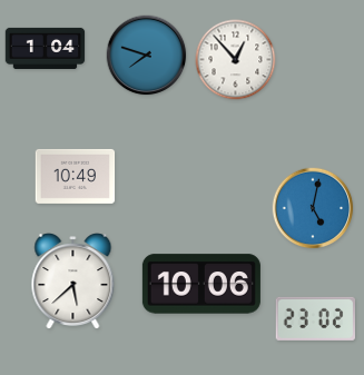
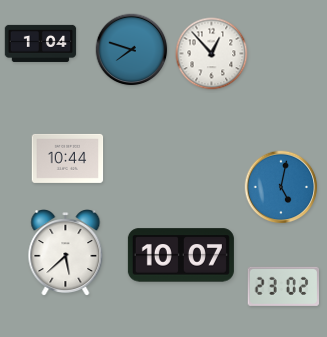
clock at (76, 176): 10:49 -> 10:44
clock at (201, 284): 10:06 -> 10:07
